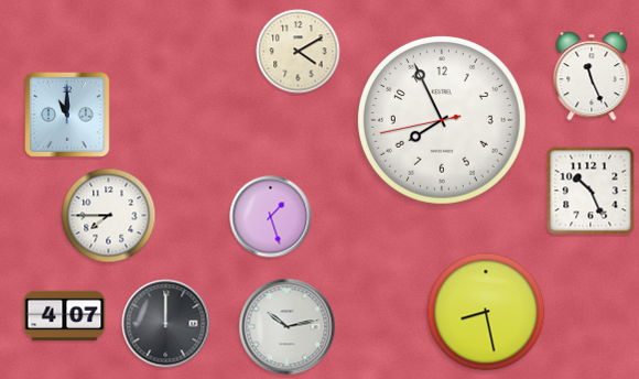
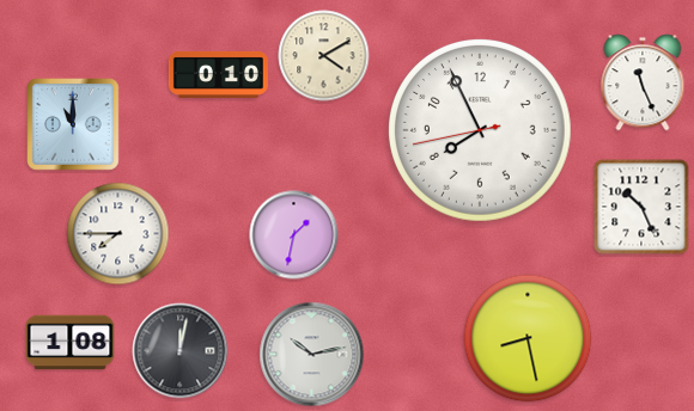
clock at (218, 74): none -> 0:10
clock at (271, 217): 1:27 -> 1:32
clock at (65, 316): 4:07 -> 1:08
clock at (166, 324): 12:00 -> 12:02
